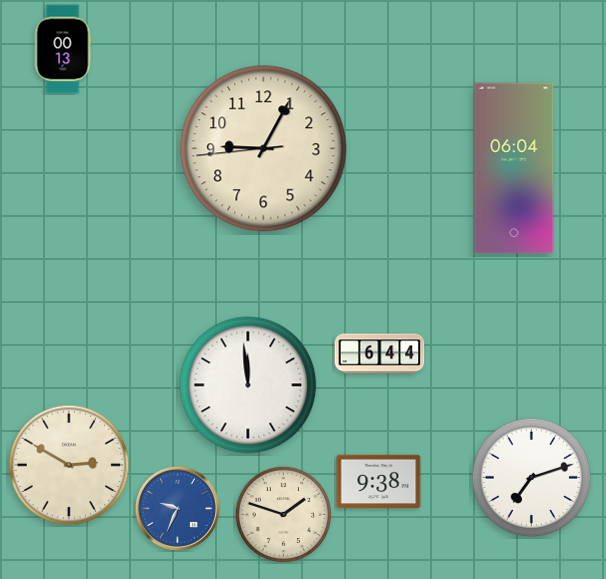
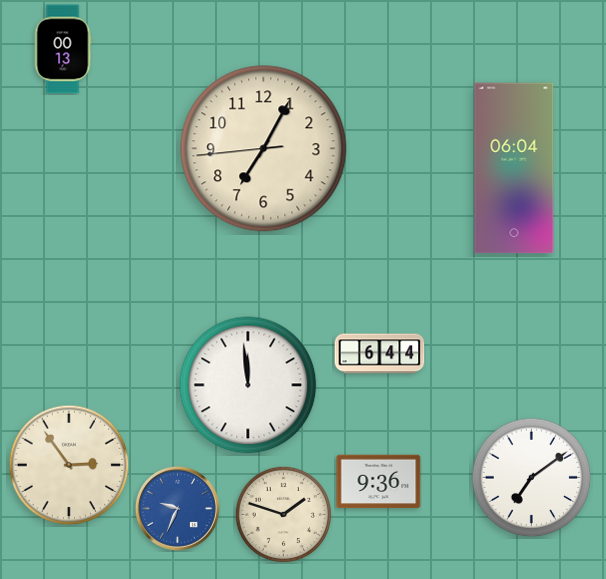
clock at (264, 149): 9:04 -> 7:04
clock at (69, 465): 2:50 -> 2:54
clock at (532, 478): 7:12 -> 7:09
clock at (379, 482): 9:38 -> 9:36
